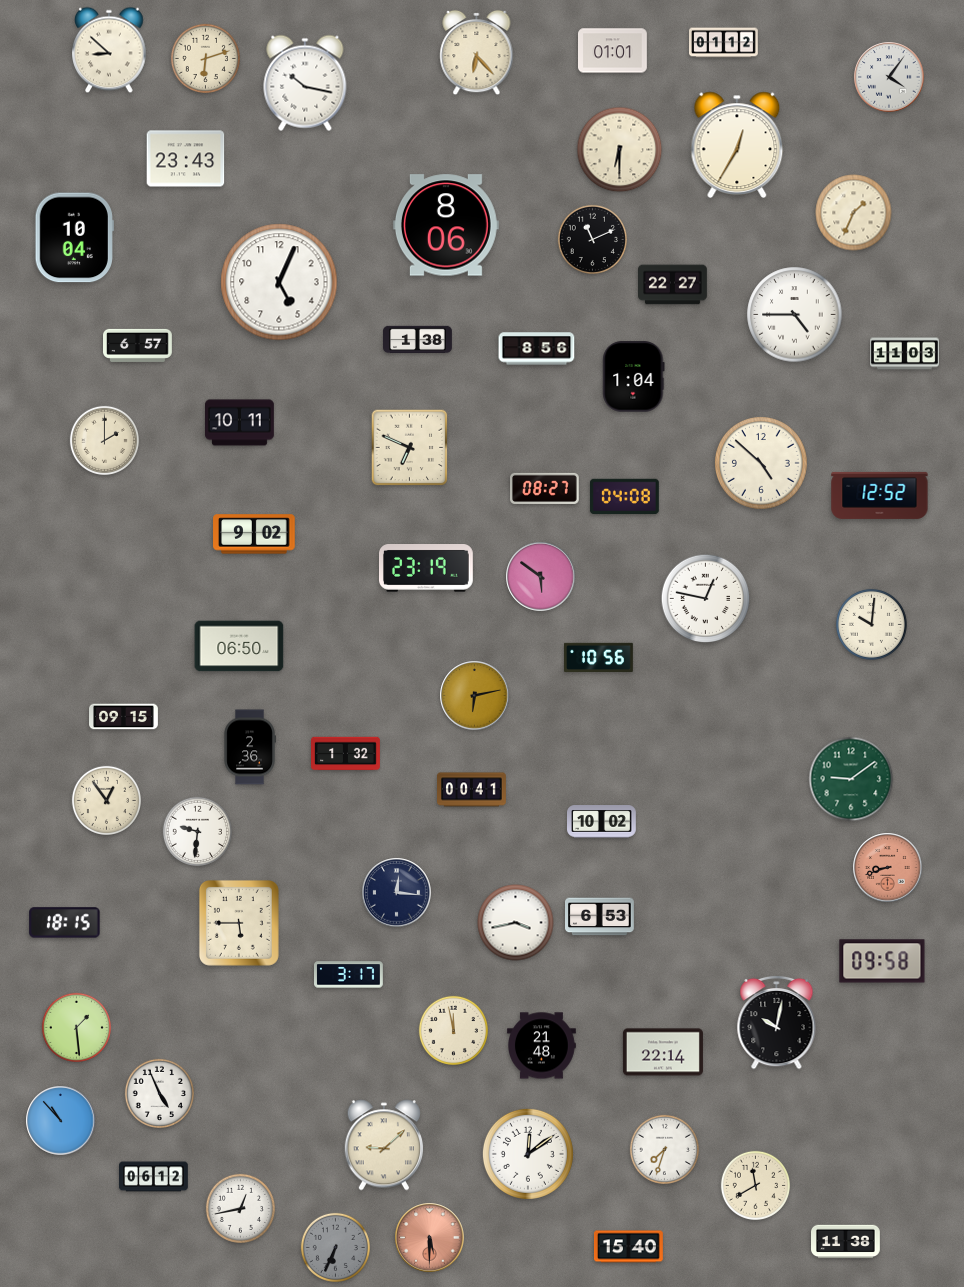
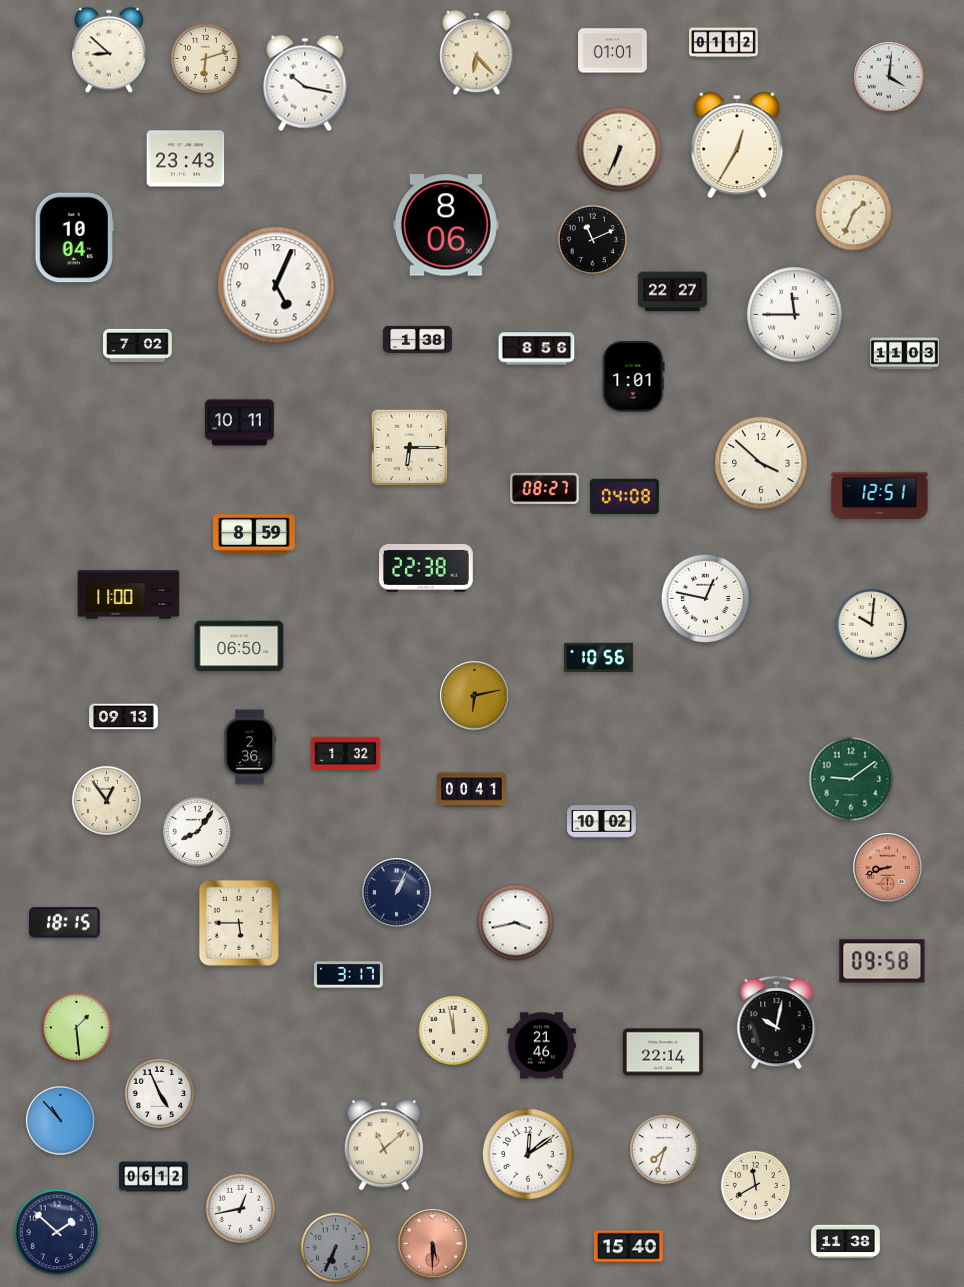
clock at (889, 77): 4:06 -> 4:01
clock at (620, 150): 6:30 -> 6:34
clock at (279, 282) position: (279, 282) -> (276, 285)
clock at (673, 285) position: (673, 285) -> (673, 292)
clock at (795, 315): 4:45 -> 11:45
clock at (138, 345): 6:57 -> 7:02
clock at (634, 377): 1:04 -> 1:01
clock at (104, 440): 2:00 -> none
clock at (410, 448): 6:49 -> 6:15
clock at (762, 464): 4:52 -> 3:52
clock at (880, 495): 12:52 -> 12:51
clock at (254, 534): 9:02 -> 8:59
clock at (427, 569): 23:19 -> 22:38
clock at (541, 577): 5:51 -> none
clock at (129, 595): none -> 11:00
clock at (124, 717): 09:15 -> 09:13
clock at (197, 831): 9:31 -> 8:06
clock at (397, 893): 12:16 -> 1:04
clock at (600, 917): 6:53 -> none
clock at (542, 1046): 21:48 -> 21:46
clock at (383, 1145): 9:08 -> 11:08
clock at (57, 1232): none -> 1:52
clock at (430, 1238) position: (430, 1238) -> (433, 1244)
